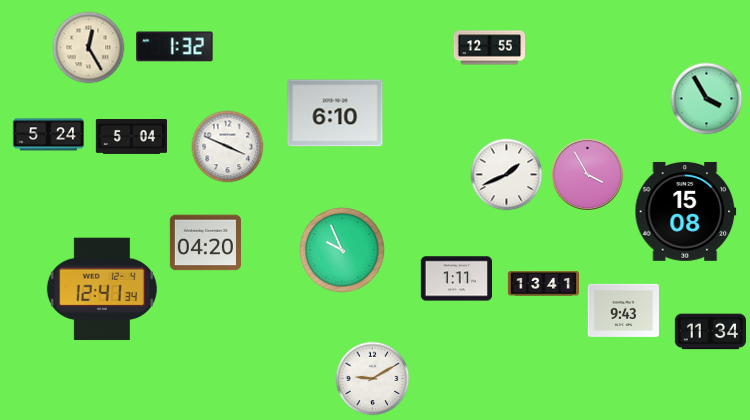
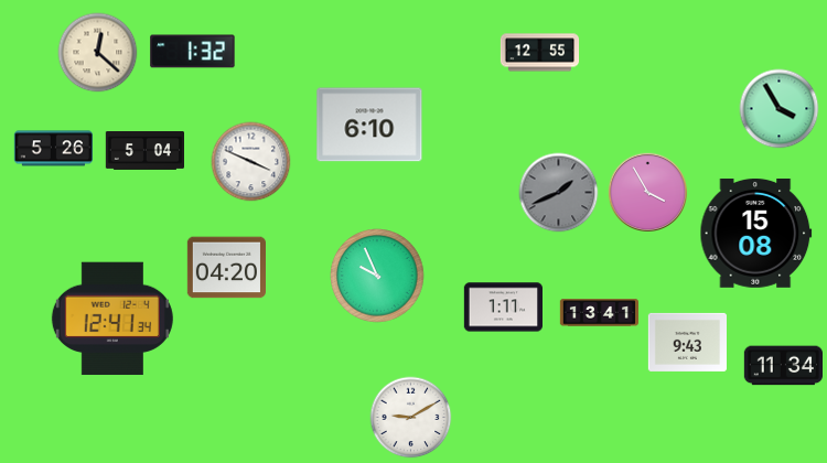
clock at (89, 48): 12:25 -> 12:22
clock at (48, 135): 5:24 -> 5:26
clock at (507, 175) dial: white -> grey
